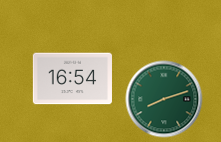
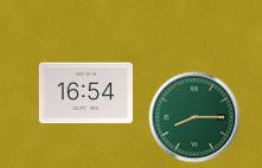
clock at (164, 99): 8:12 -> 8:15
